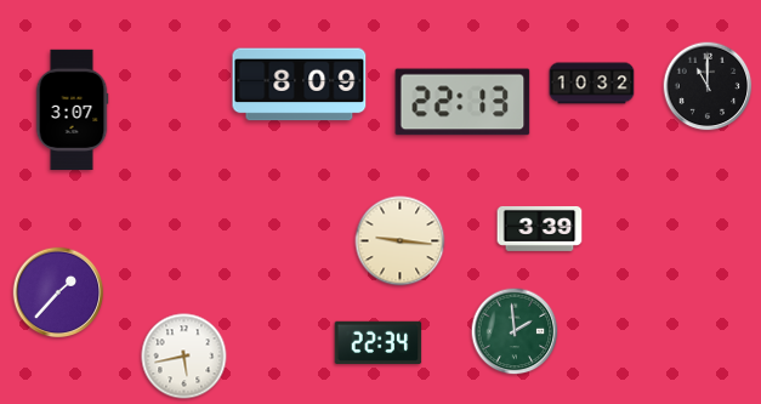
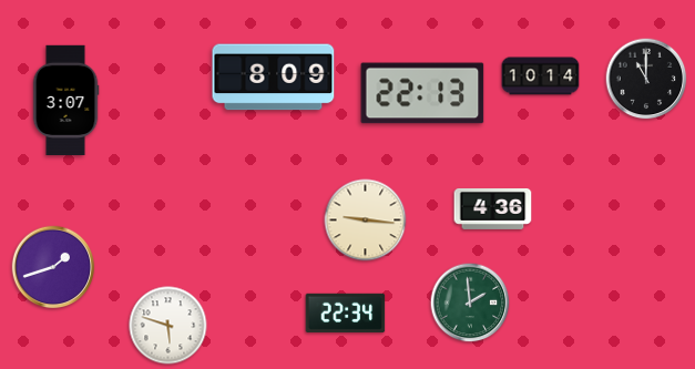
clock at (592, 84): 10:32 -> 10:14
clock at (540, 228): 3:39 -> 4:36
clock at (58, 292): 1:37 -> 1:42
clock at (184, 357): 5:43 -> 5:48
